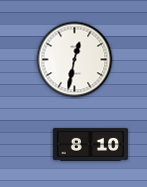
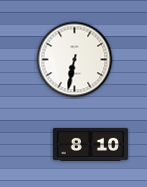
clock at (75, 60): 12:32 -> 6:32
